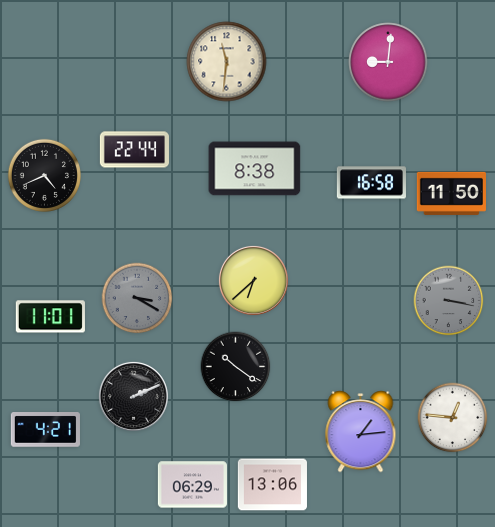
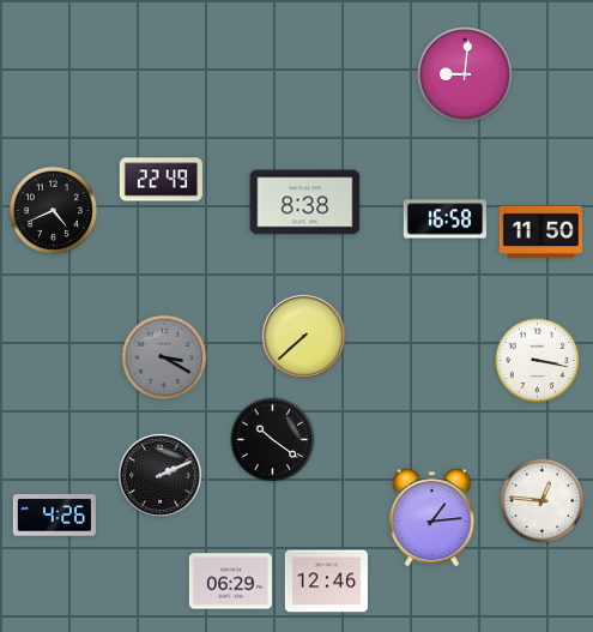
clock at (227, 62): 11:31 -> none
clock at (134, 150): 22:44 -> 22:49
clock at (253, 280): 6:38 -> 7:38
clock at (449, 301) dial: grey -> white
clock at (50, 317): 11:01 -> none
clock at (236, 367) position: (236, 367) -> (273, 440)
clock at (45, 430): 4:21 -> 4:26
clock at (272, 485): 13:06 -> 12:46
